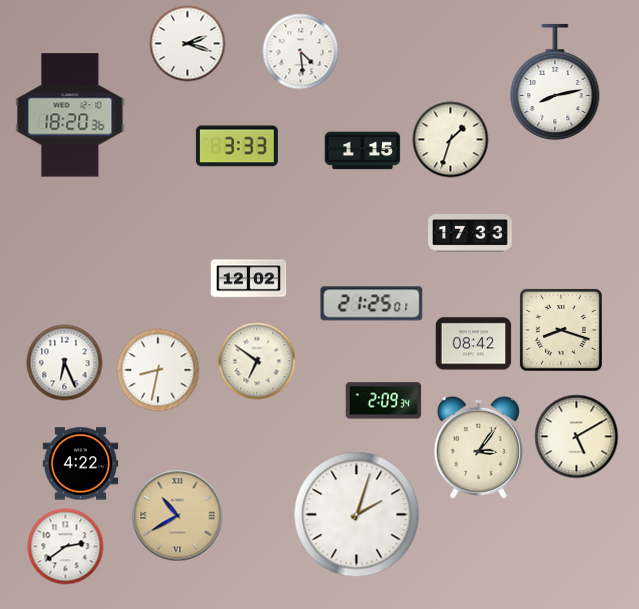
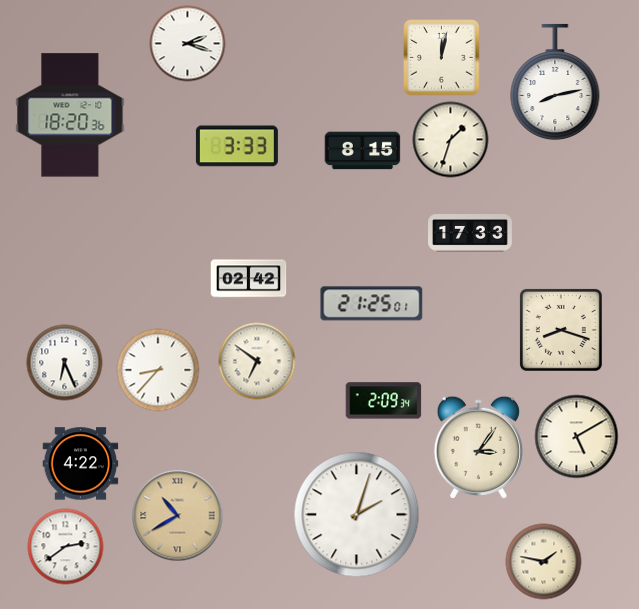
clock at (301, 52): 4:29 -> none
clock at (442, 58): none -> 12:02
clock at (363, 151): 1:15 -> 8:15
clock at (249, 279): 12:02 -> 02:42
clock at (474, 344): 08:42 -> none
clock at (158, 370): 8:32 -> 8:37
clock at (544, 562): none -> 1:47
